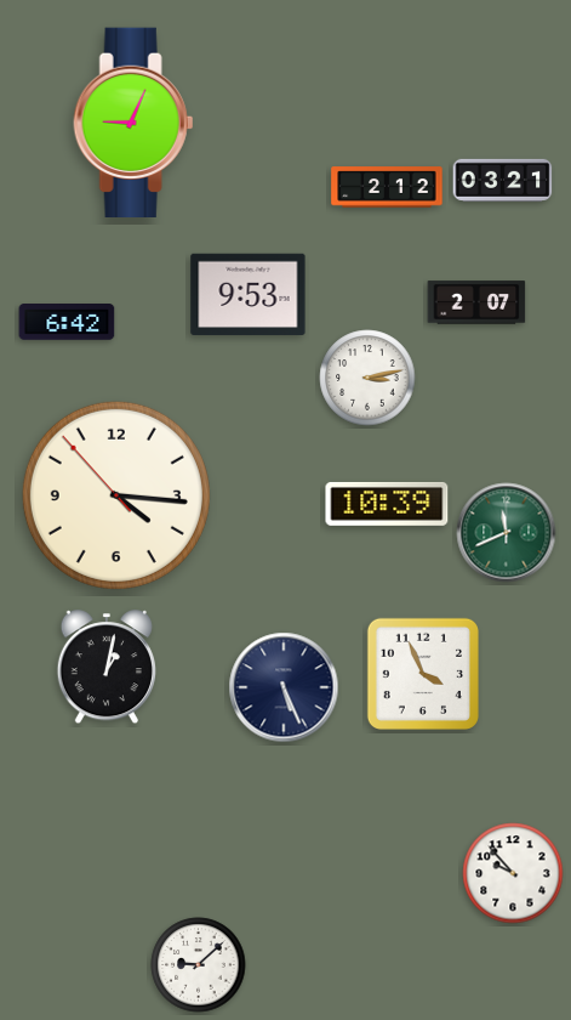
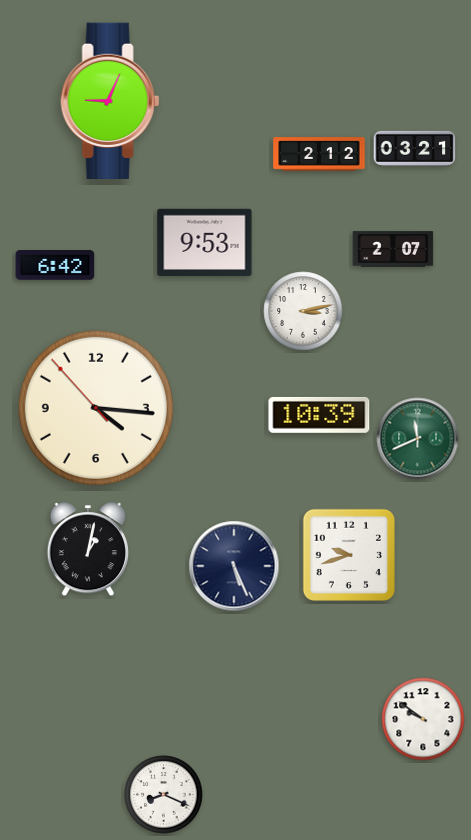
clock at (423, 674): 3:56 -> 9:42
clock at (513, 873): 9:53 -> 9:51
clock at (199, 965): 9:08 -> 8:19
